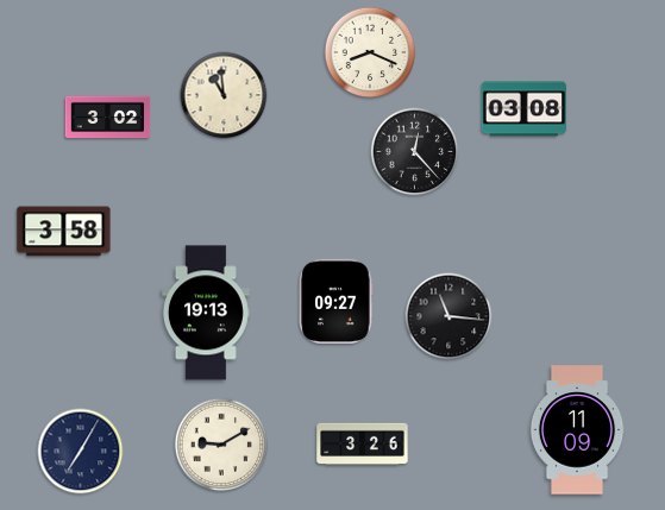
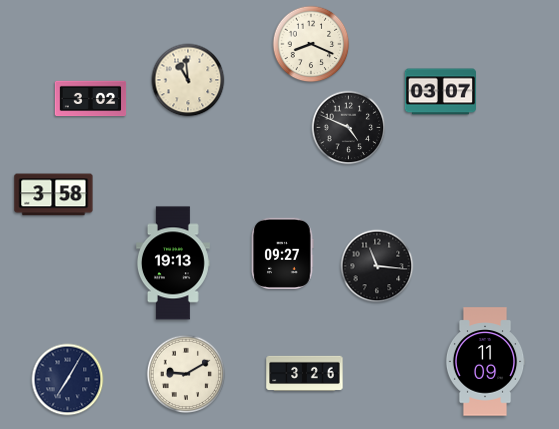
clock at (523, 109): 03:08 -> 03:07
clock at (415, 152): 12:23 -> 4:49
